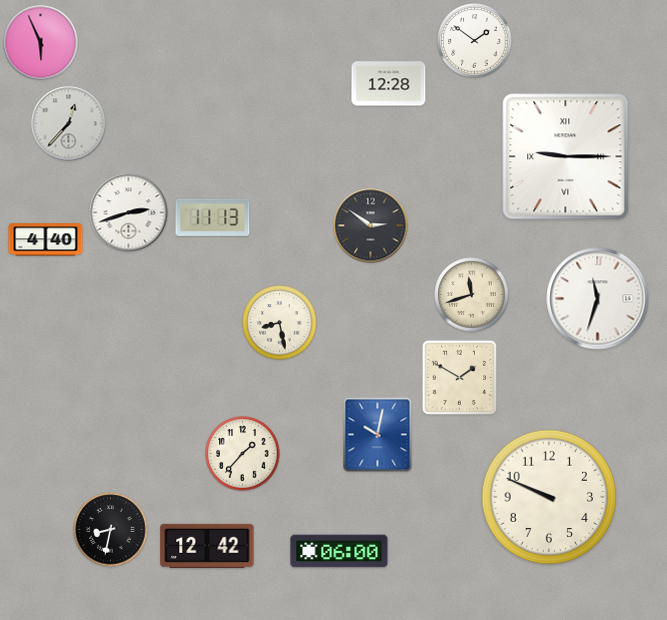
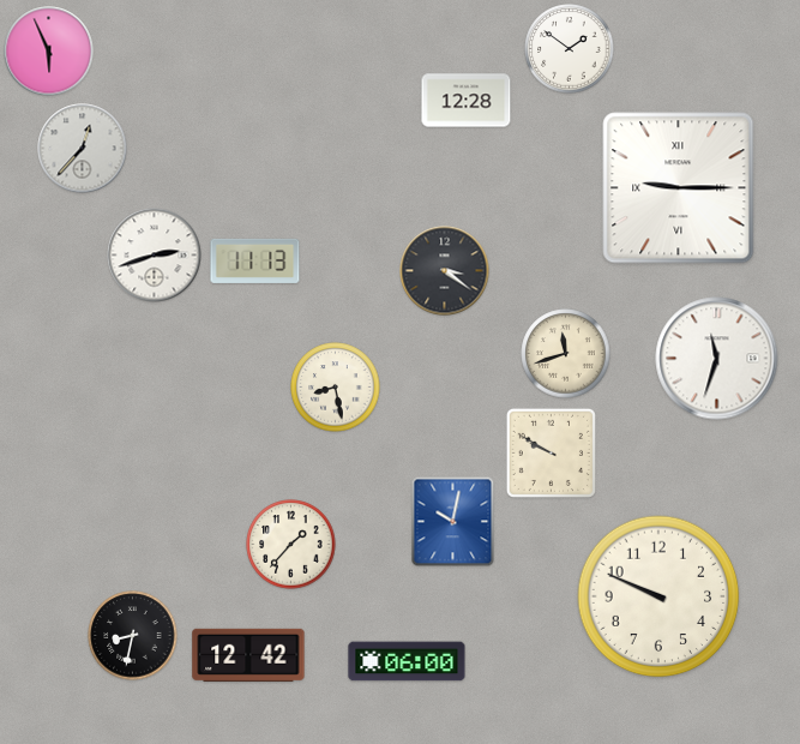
clock at (371, 226): 2:51 -> 3:21
clock at (46, 240): 4:40 -> none
clock at (459, 377): 1:50 -> 9:50
